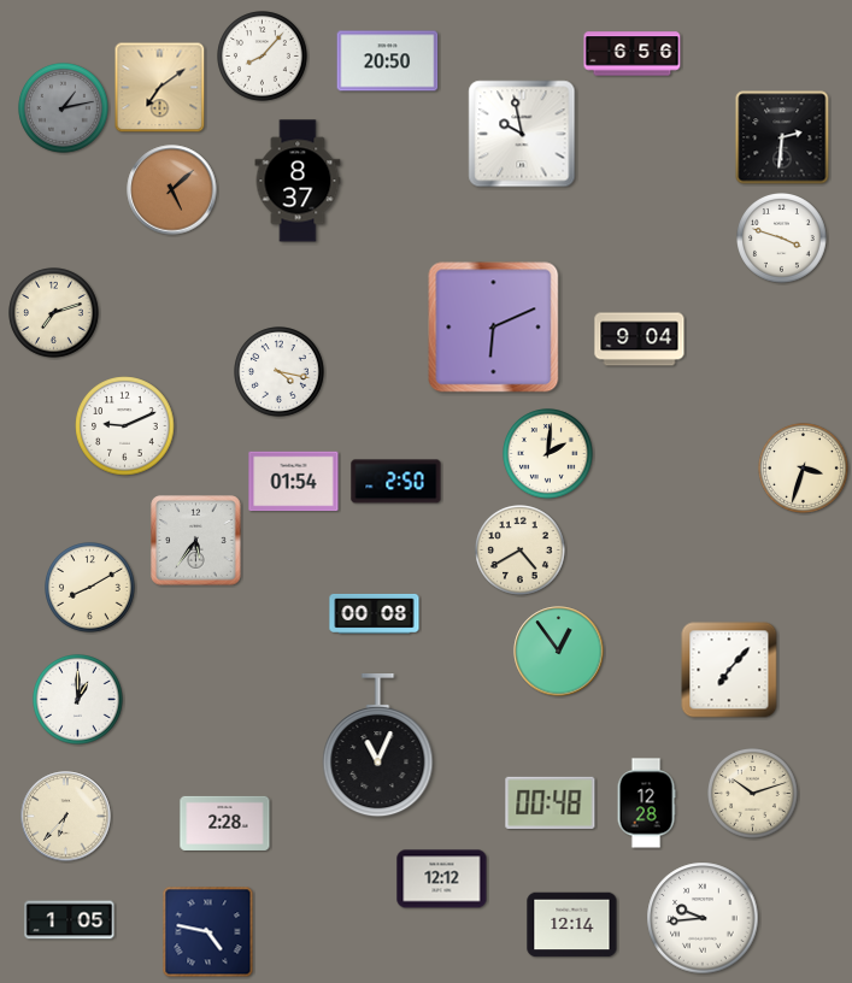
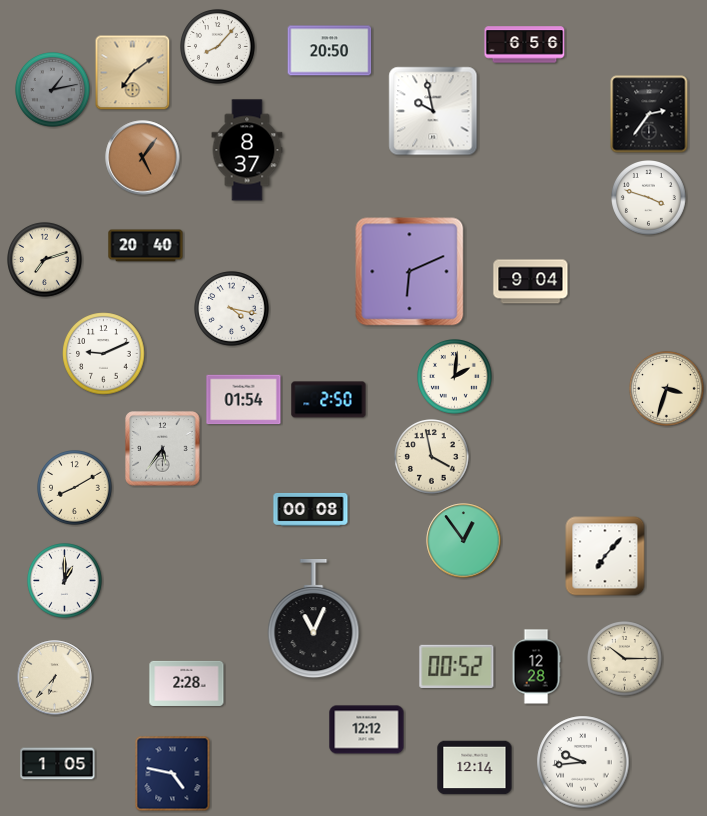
clock at (388, 61) position: (388, 61) -> (330, 51)
clock at (782, 137): 2:31 -> 2:36
clock at (172, 190): 5:08 -> 5:06
clock at (146, 246): none -> 20:40
clock at (521, 551): 4:40 -> 3:58
clock at (753, 794): 10:12 -> 10:15
clock at (551, 802): 00:48 -> 00:52
